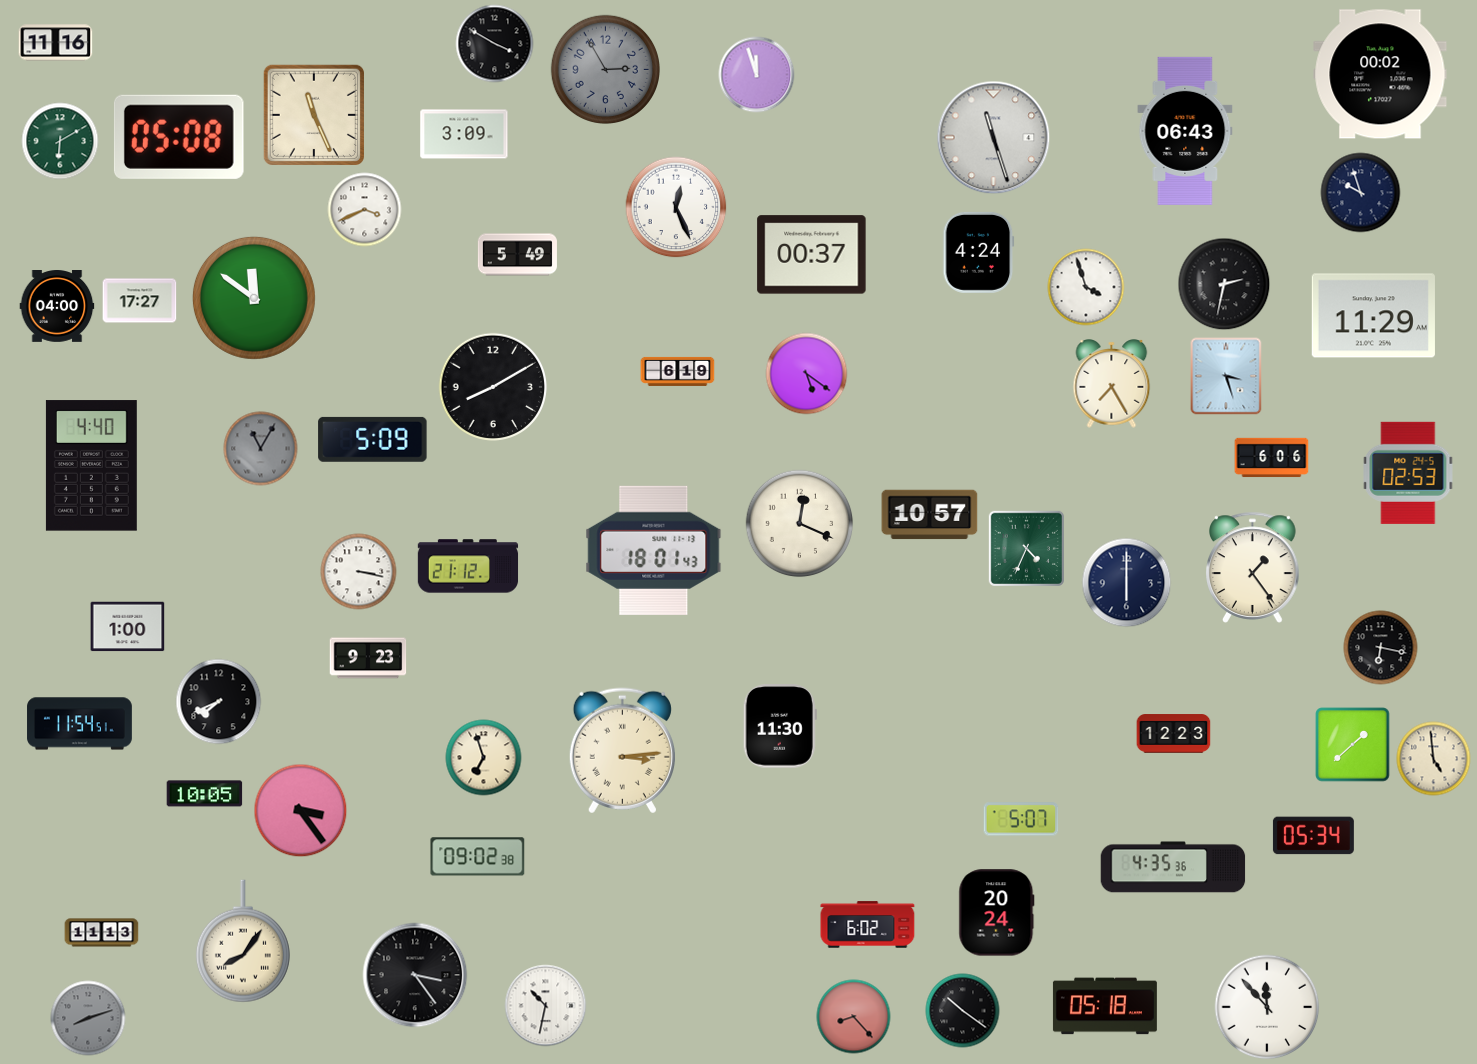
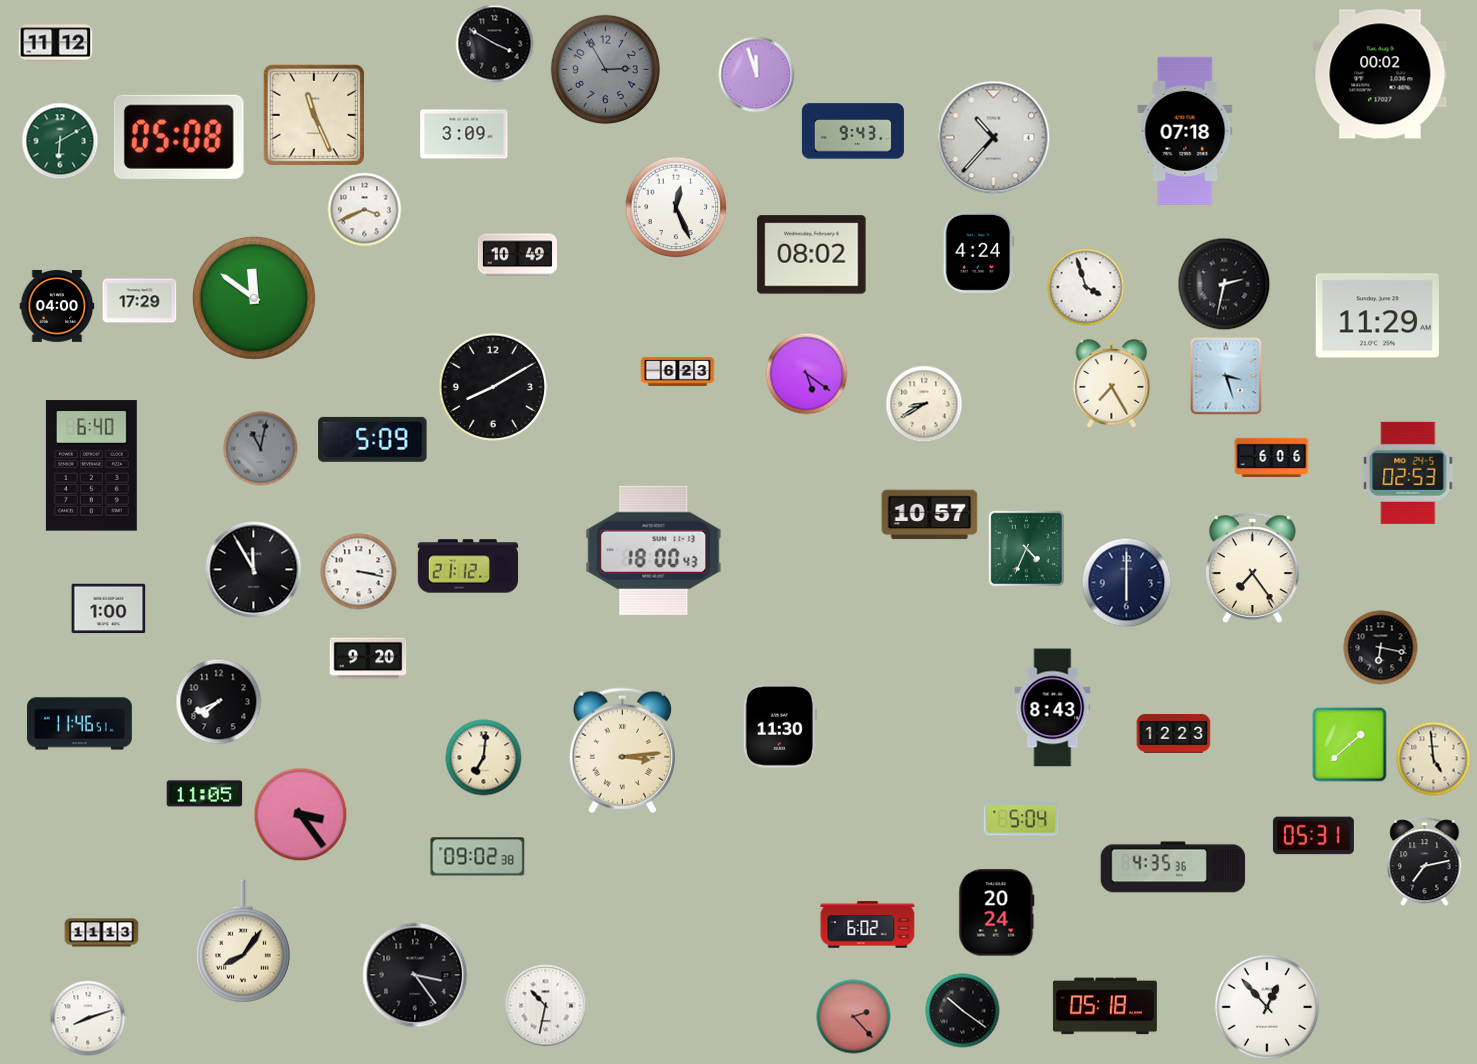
clock at (56, 43): 11:16 -> 11:12
clock at (853, 131): none -> 9:43
clock at (1185, 131): 06:43 -> 07:18
clock at (994, 138): 11:27 -> 10:37
clock at (1361, 193): 9:57 -> none
clock at (517, 255): 5:49 -> 10:49
clock at (812, 255): 00:37 -> 08:02
clock at (140, 301): 17:27 -> 17:29
clock at (1373, 316) position: (1373, 316) -> (1377, 316)
clock at (678, 371): 6:19 -> 6:23
clock at (924, 404): none -> 8:40
clock at (261, 449): 11:05 -> 11:02
clock at (91, 466): 4:40 -> 6:40
clock at (800, 524): 12:19 -> none
clock at (654, 550): 18:01 -> 18:00
clock at (1253, 567): 1:24 -> 7:24
clock at (254, 570): none -> 11:55
clock at (128, 627) position: (128, 627) -> (109, 609)
clock at (368, 658): 9:23 -> 9:20
clock at (1053, 708): none -> 8:43
clock at (80, 724): 11:54 -> 11:46
clock at (1353, 745) position: (1353, 745) -> (1350, 745)
clock at (484, 758): 6:57 -> 7:01
clock at (205, 794): 10:05 -> 11:05
clock at (301, 811) position: (301, 811) -> (301, 815)
clock at (1021, 819): 5:07 -> 5:04
clock at (1313, 836): 05:34 -> 05:31
clock at (1425, 862): none -> 7:13
clock at (1267, 1007): 11:53 -> 12:53
clock at (854, 1017): 8:23 -> 2:23
clock at (88, 1018) dial: grey -> white
